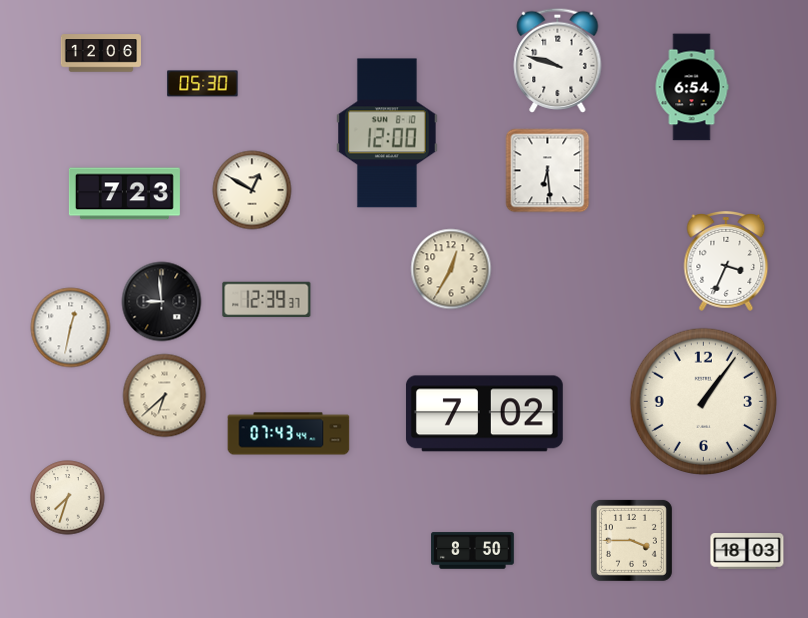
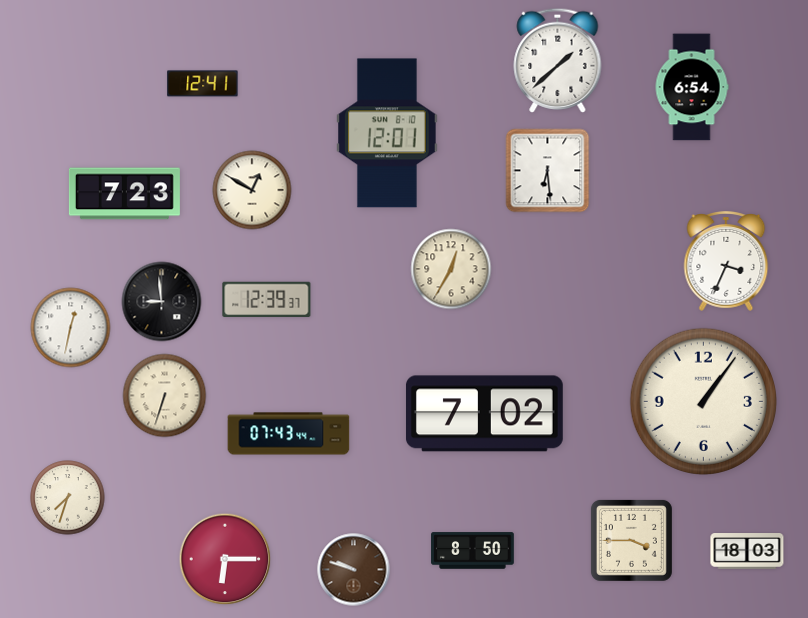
clock at (100, 53): 12:06 -> none
clock at (558, 60): 9:48 -> 1:38
clock at (203, 84): 05:30 -> 12:41
clock at (388, 133): 12:00 -> 12:01
clock at (165, 396): 6:38 -> 6:33
clock at (225, 559): none -> 6:15
clock at (354, 570): none -> 9:48
